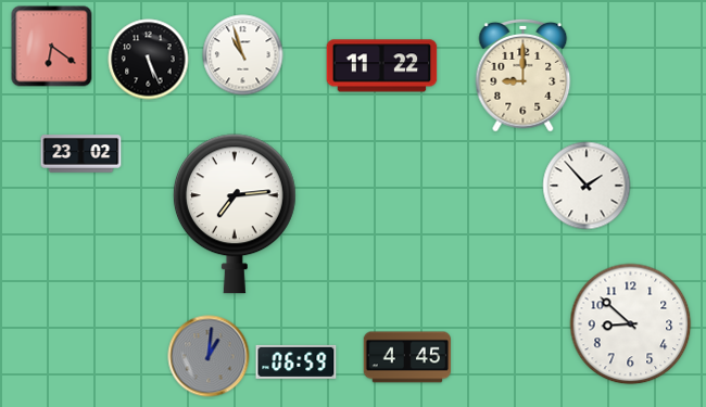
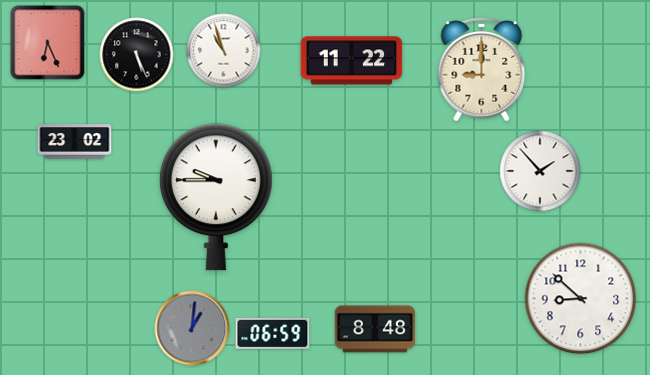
clock at (52, 47): 6:21 -> 6:26
clock at (235, 214): 7:14 -> 9:45
clock at (407, 357): 4:45 -> 8:48
